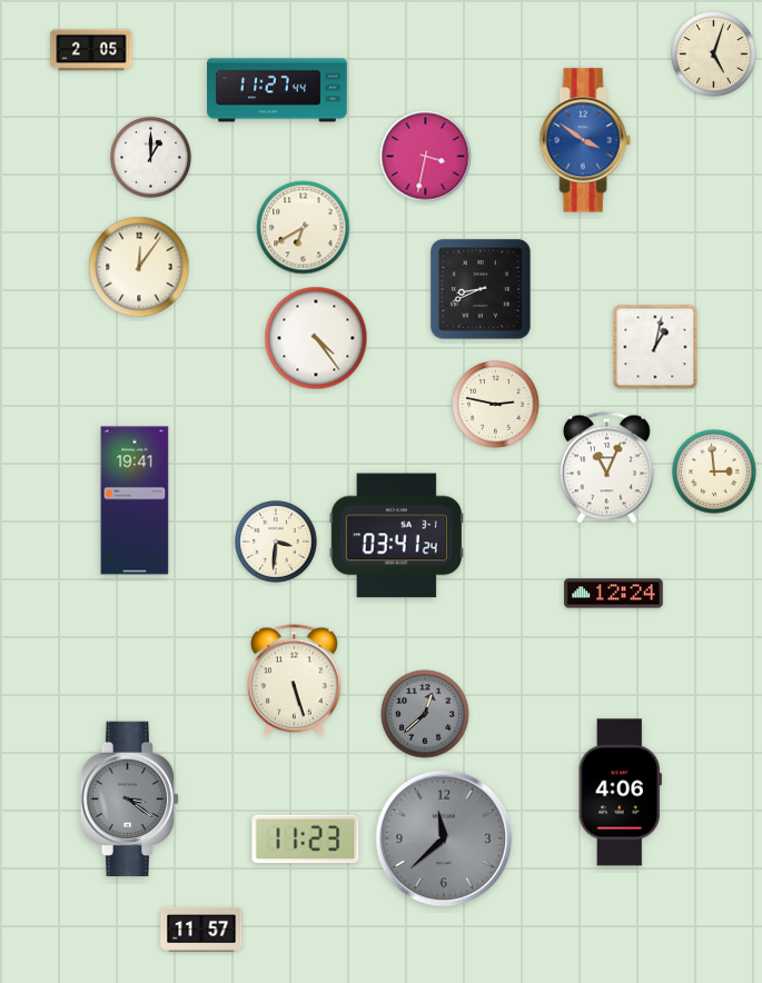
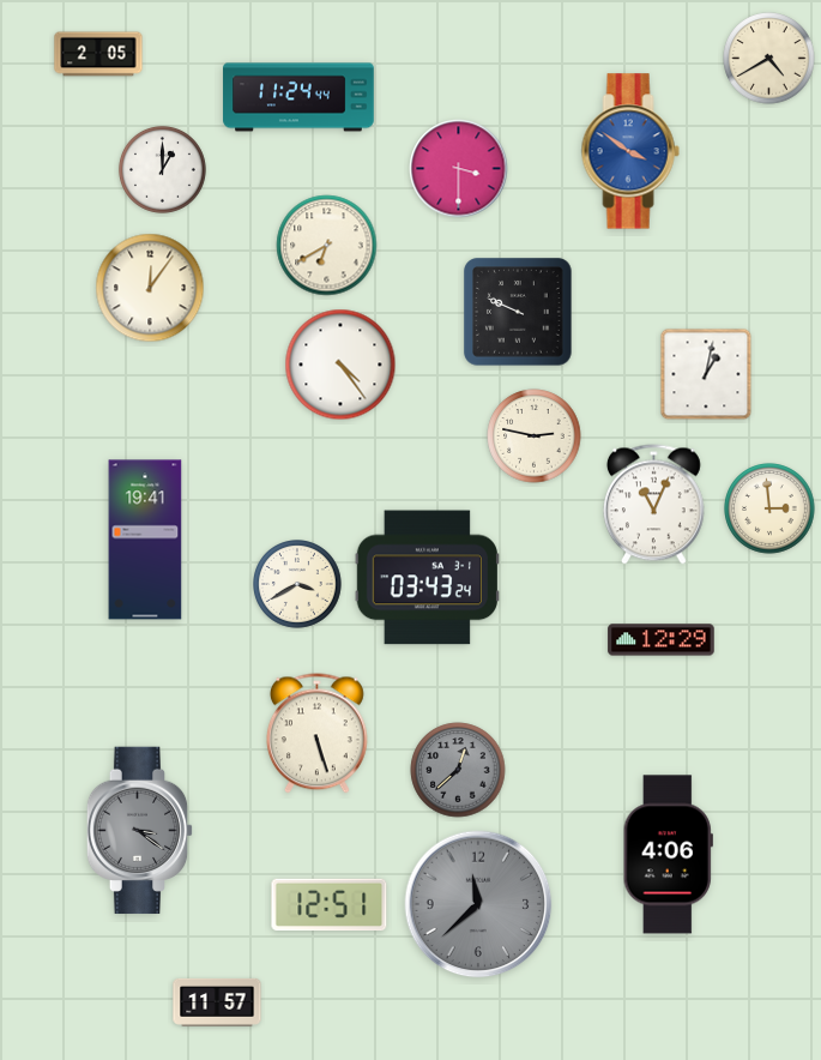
clock at (714, 54): 5:03 -> 4:40
clock at (277, 90): 11:27 -> 11:24
clock at (426, 157): 3:32 -> 3:30
clock at (481, 289): 8:41 -> 9:49
clock at (396, 536): 03:41 -> 03:43
clock at (277, 543): 3:31 -> 3:40
clock at (614, 594): 12:24 -> 12:29
clock at (130, 800) position: (130, 800) -> (140, 831)
clock at (306, 840): 11:23 -> 12:51
